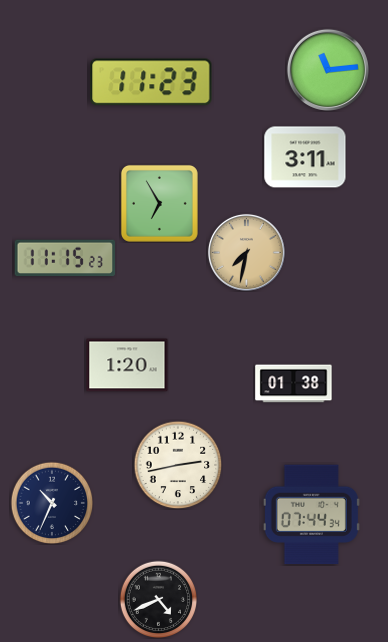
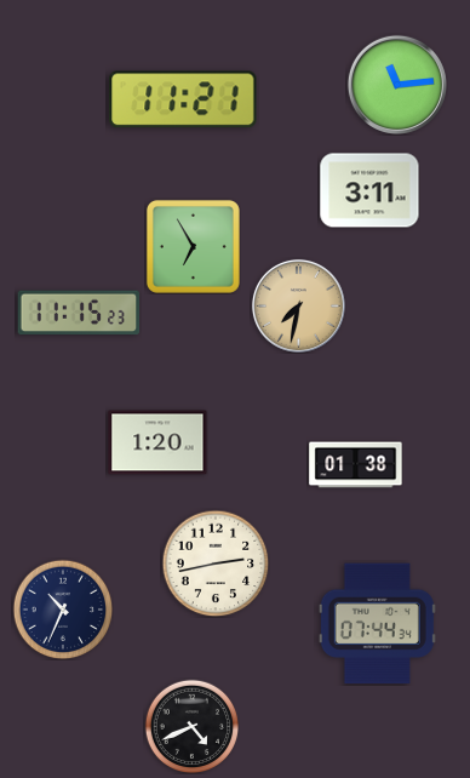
clock at (151, 82): 11:23 -> 11:21
clock at (127, 365) position: (127, 365) -> (157, 442)
